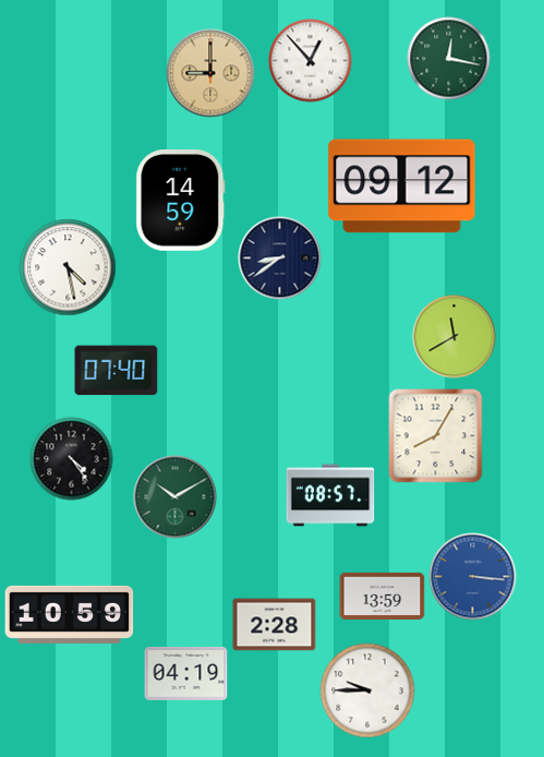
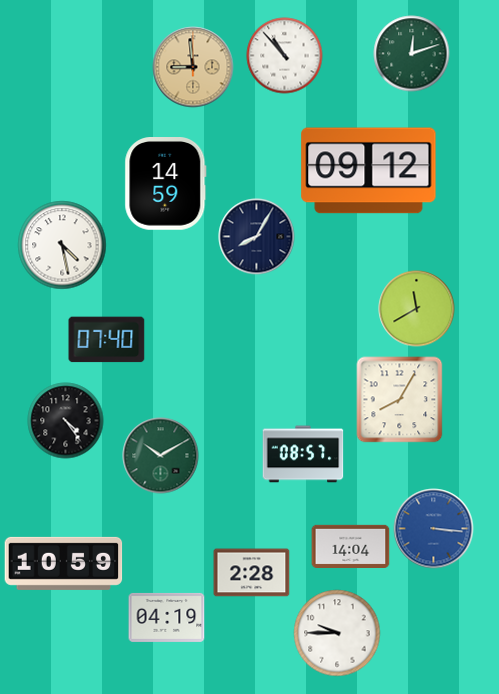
clock at (449, 59): 12:17 -> 12:12
clock at (311, 61): 12:53 -> 10:53
clock at (210, 73): 9:00 -> 8:59
clock at (280, 259): 8:39 -> 8:05
clock at (383, 596): 13:59 -> 14:04
clock at (186, 673) position: (186, 673) -> (167, 617)
